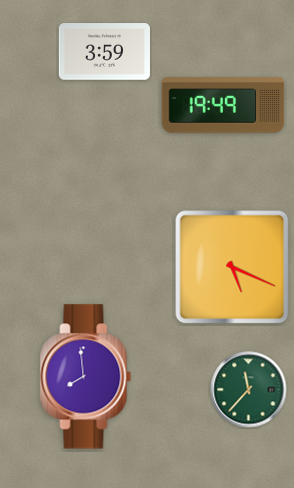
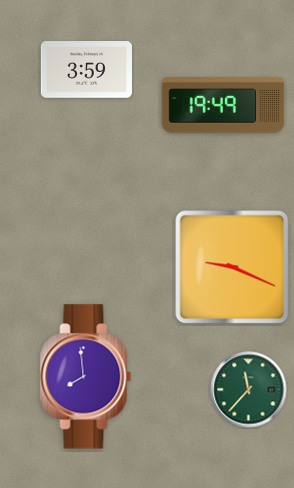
clock at (104, 52) position: (104, 52) -> (86, 70)
clock at (232, 267): 5:19 -> 9:19
